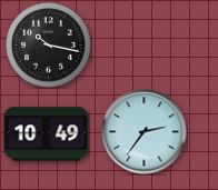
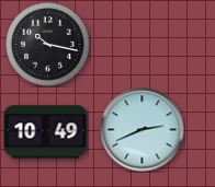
clock at (145, 132): 2:36 -> 2:41
